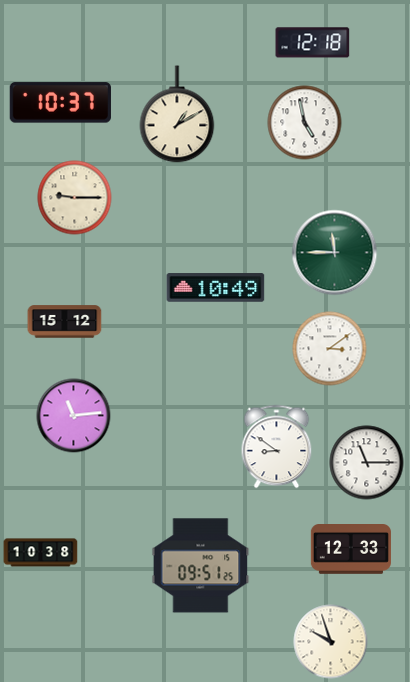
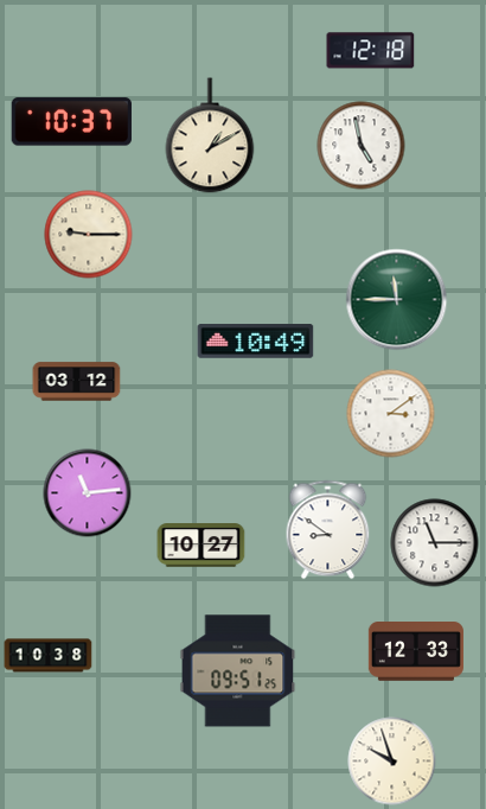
clock at (65, 322): 15:12 -> 03:12
clock at (202, 546): none -> 10:27
clock at (367, 463) position: (367, 463) -> (435, 543)
